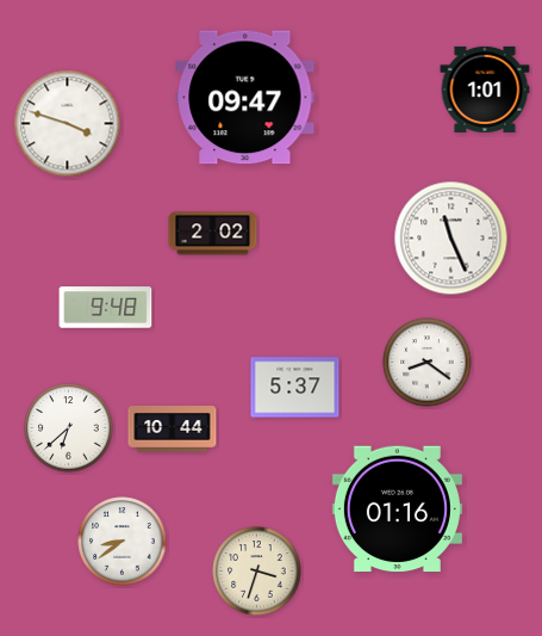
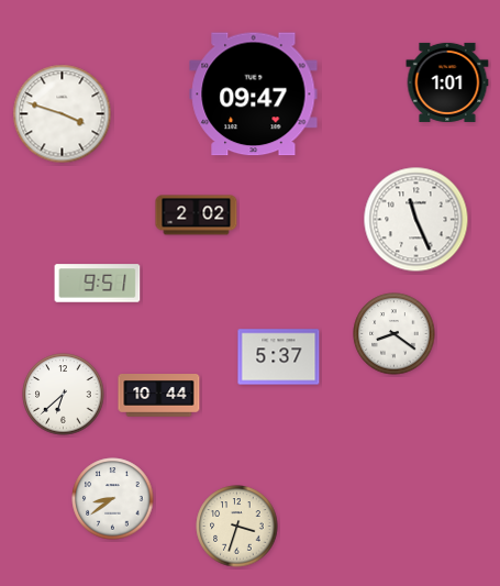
clock at (245, 98) position: (245, 98) -> (254, 95)
clock at (106, 308): 9:48 -> 9:51
clock at (295, 388) position: (295, 388) -> (279, 357)
clock at (397, 510): 01:16 -> none
